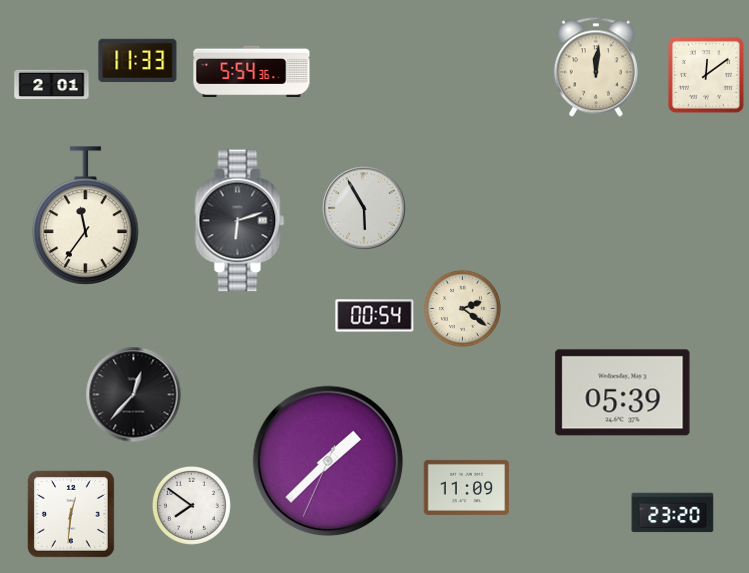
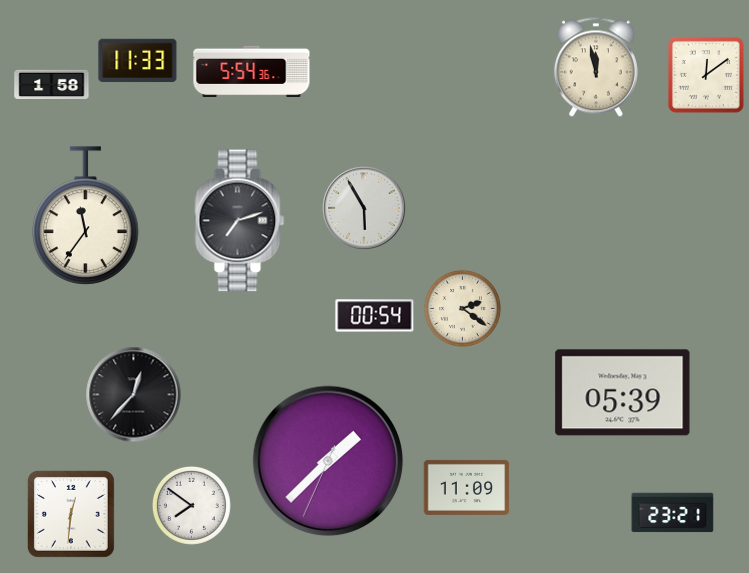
clock at (596, 67): 12:01 -> 11:58
clock at (52, 84): 2:01 -> 1:58
clock at (240, 221): 6:12 -> 7:12
clock at (673, 513): 23:20 -> 23:21
